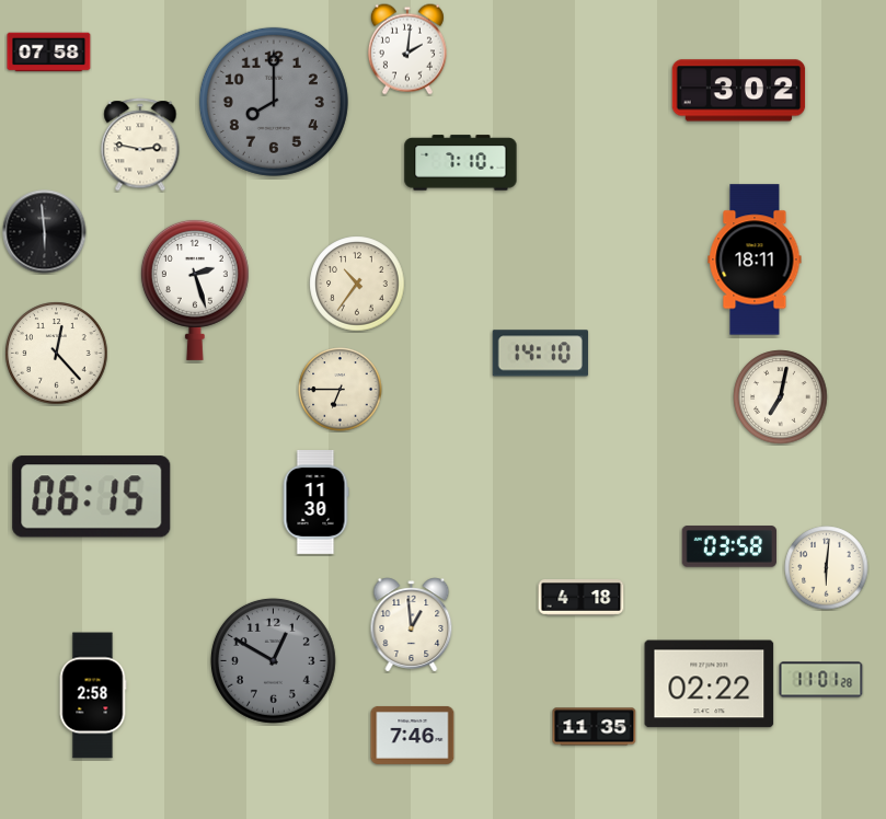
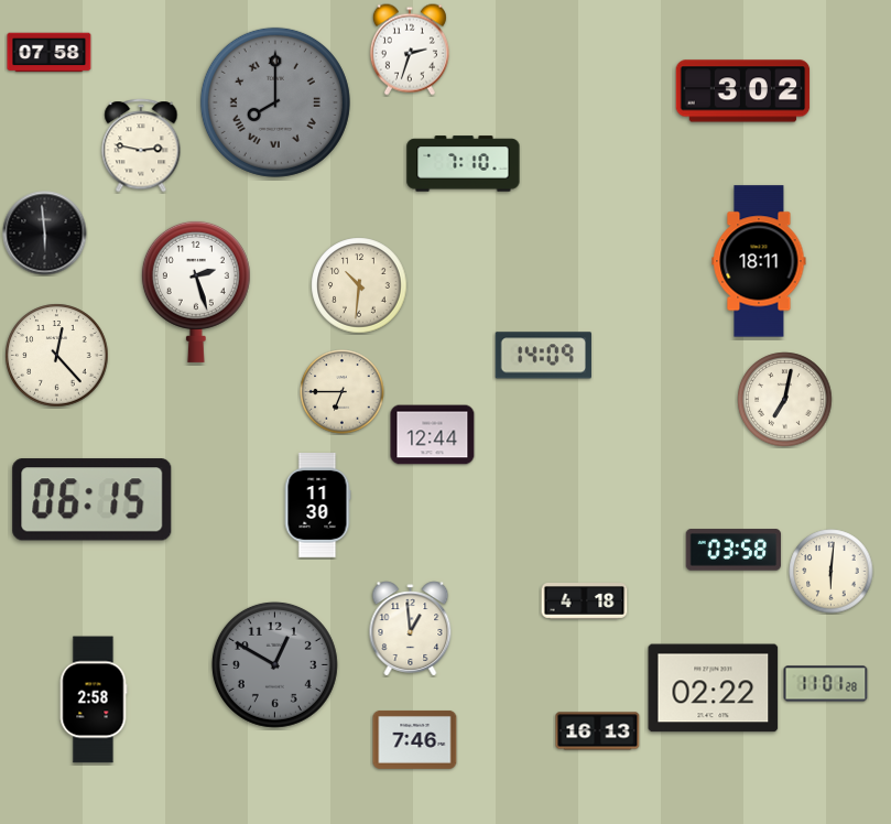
clock at (407, 49): 2:01 -> 2:33
clock at (274, 102) numerals: Arabic -> Roman
clock at (357, 284): 10:36 -> 10:31
clock at (540, 354): 14:10 -> 14:09
clock at (433, 435): none -> 12:44
clock at (412, 625) position: (412, 625) -> (411, 629)
clock at (595, 727): 11:35 -> 16:13
